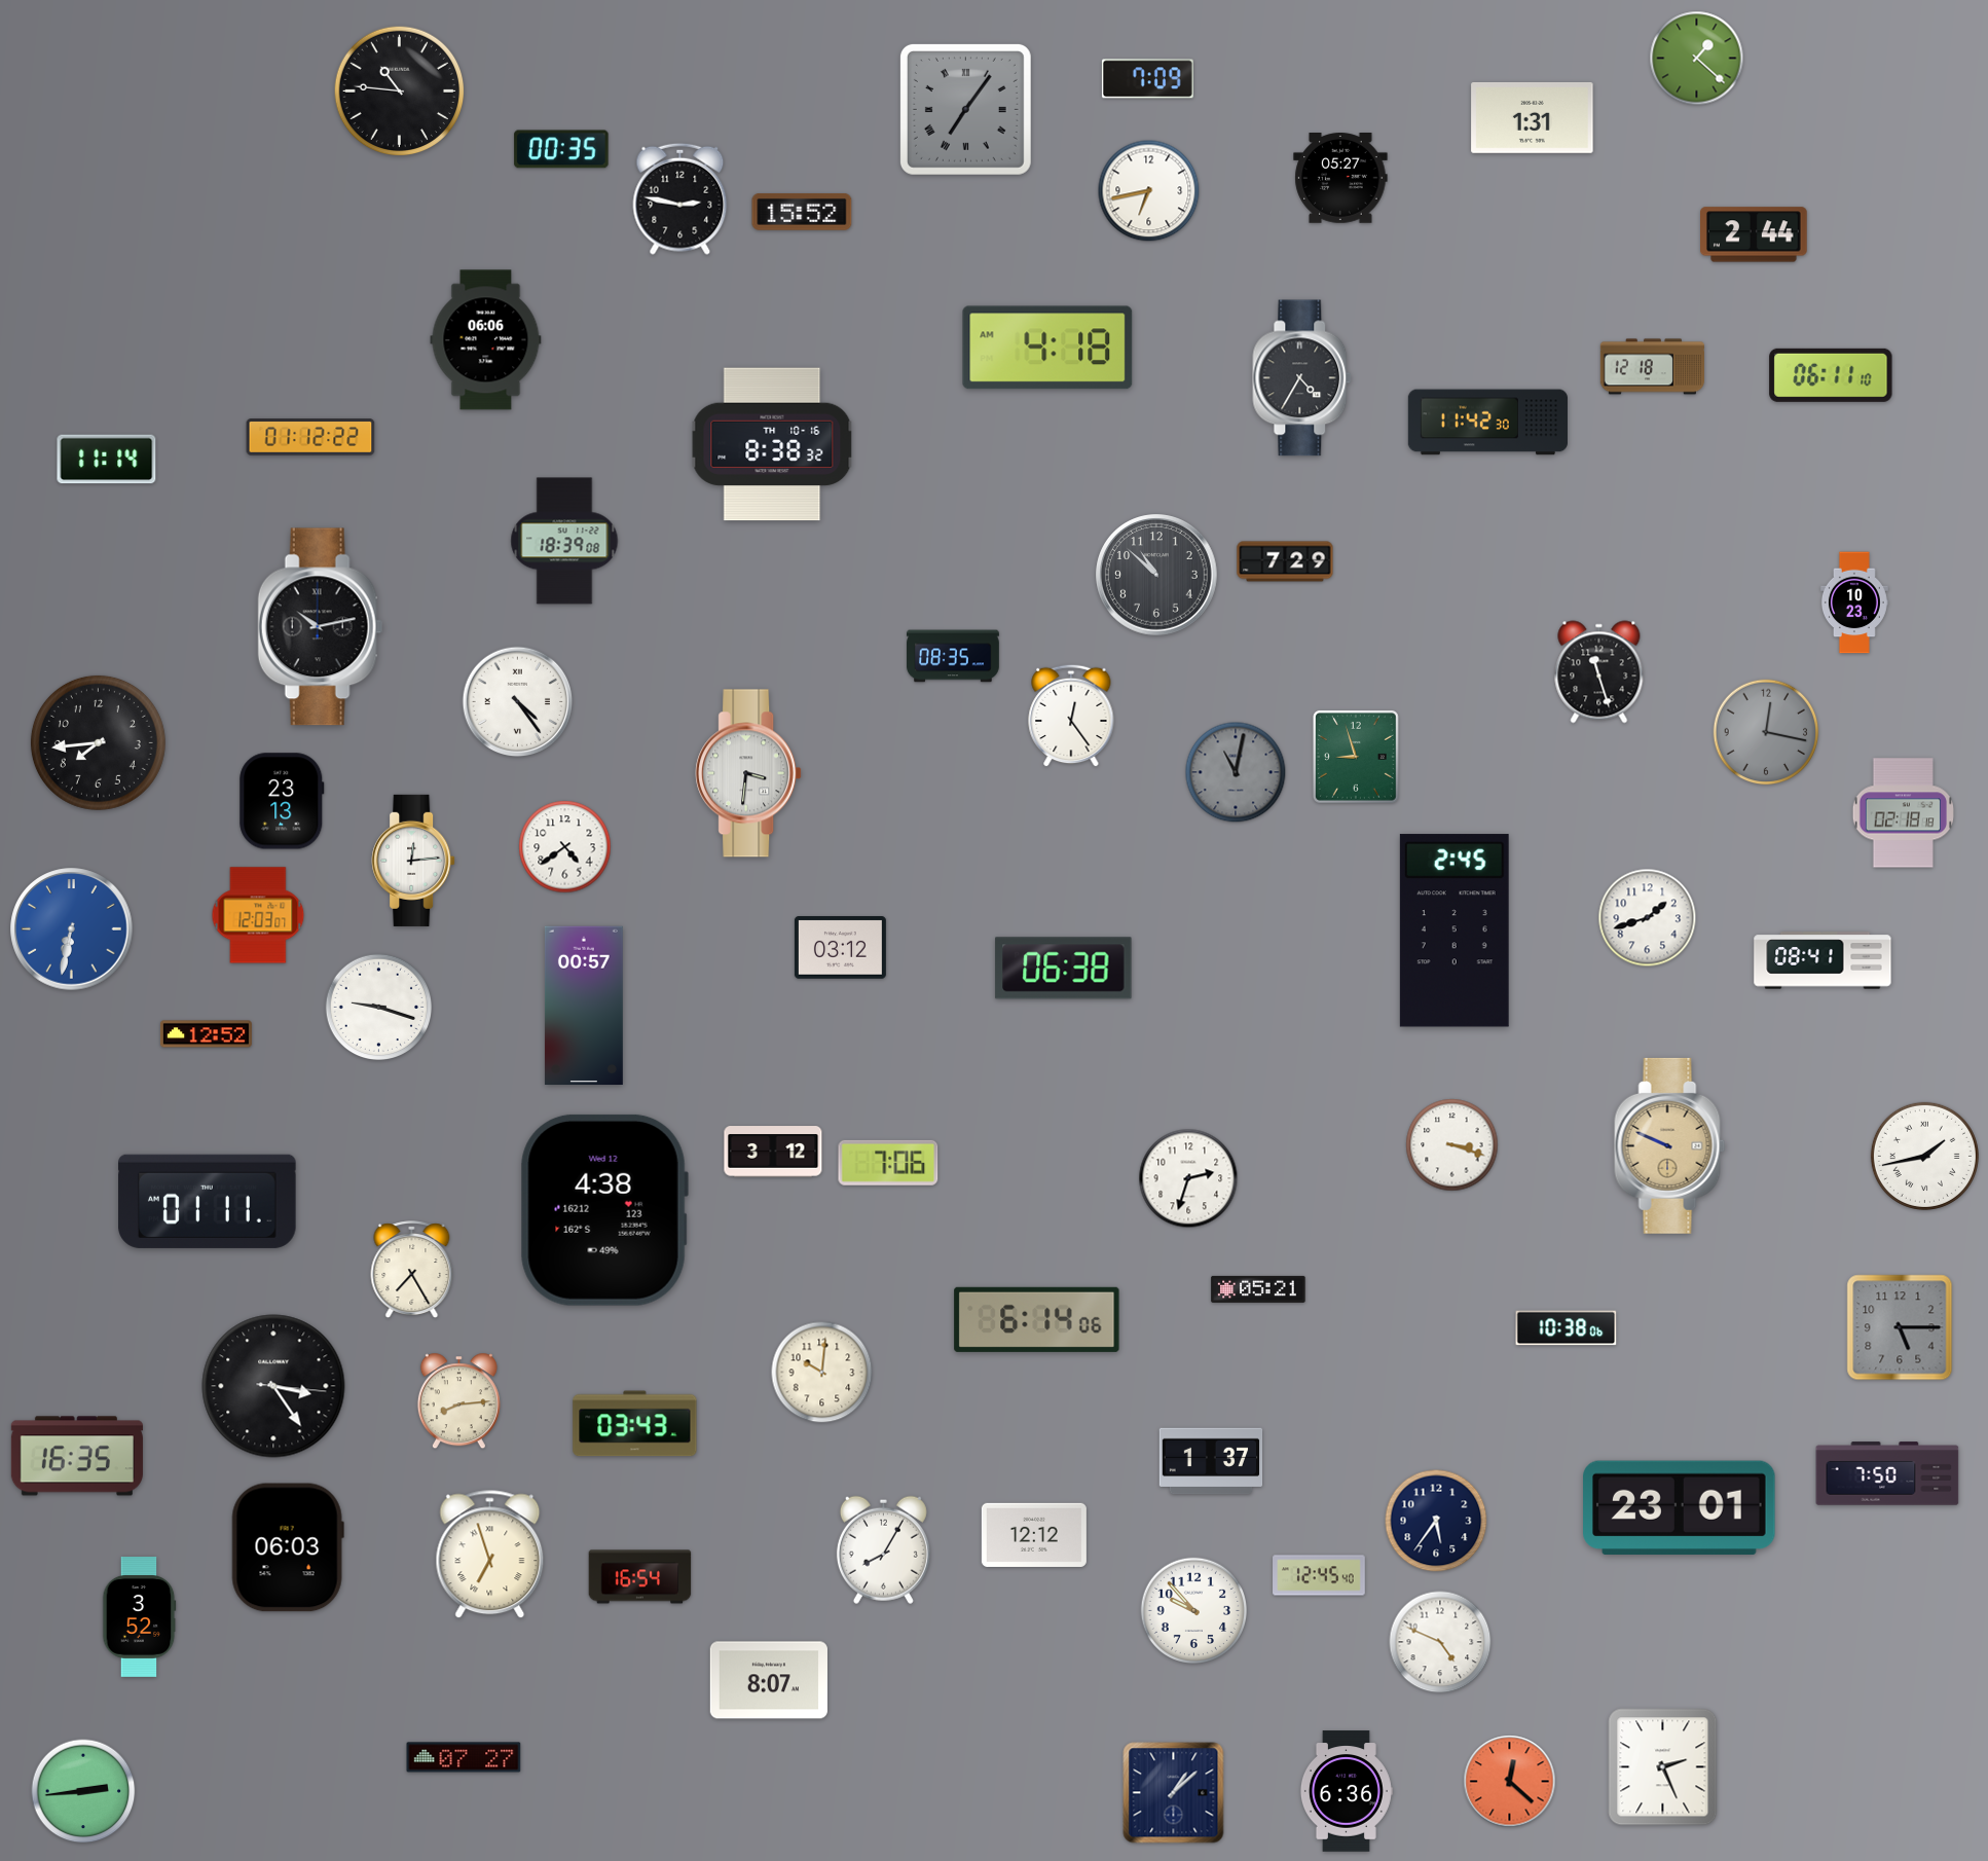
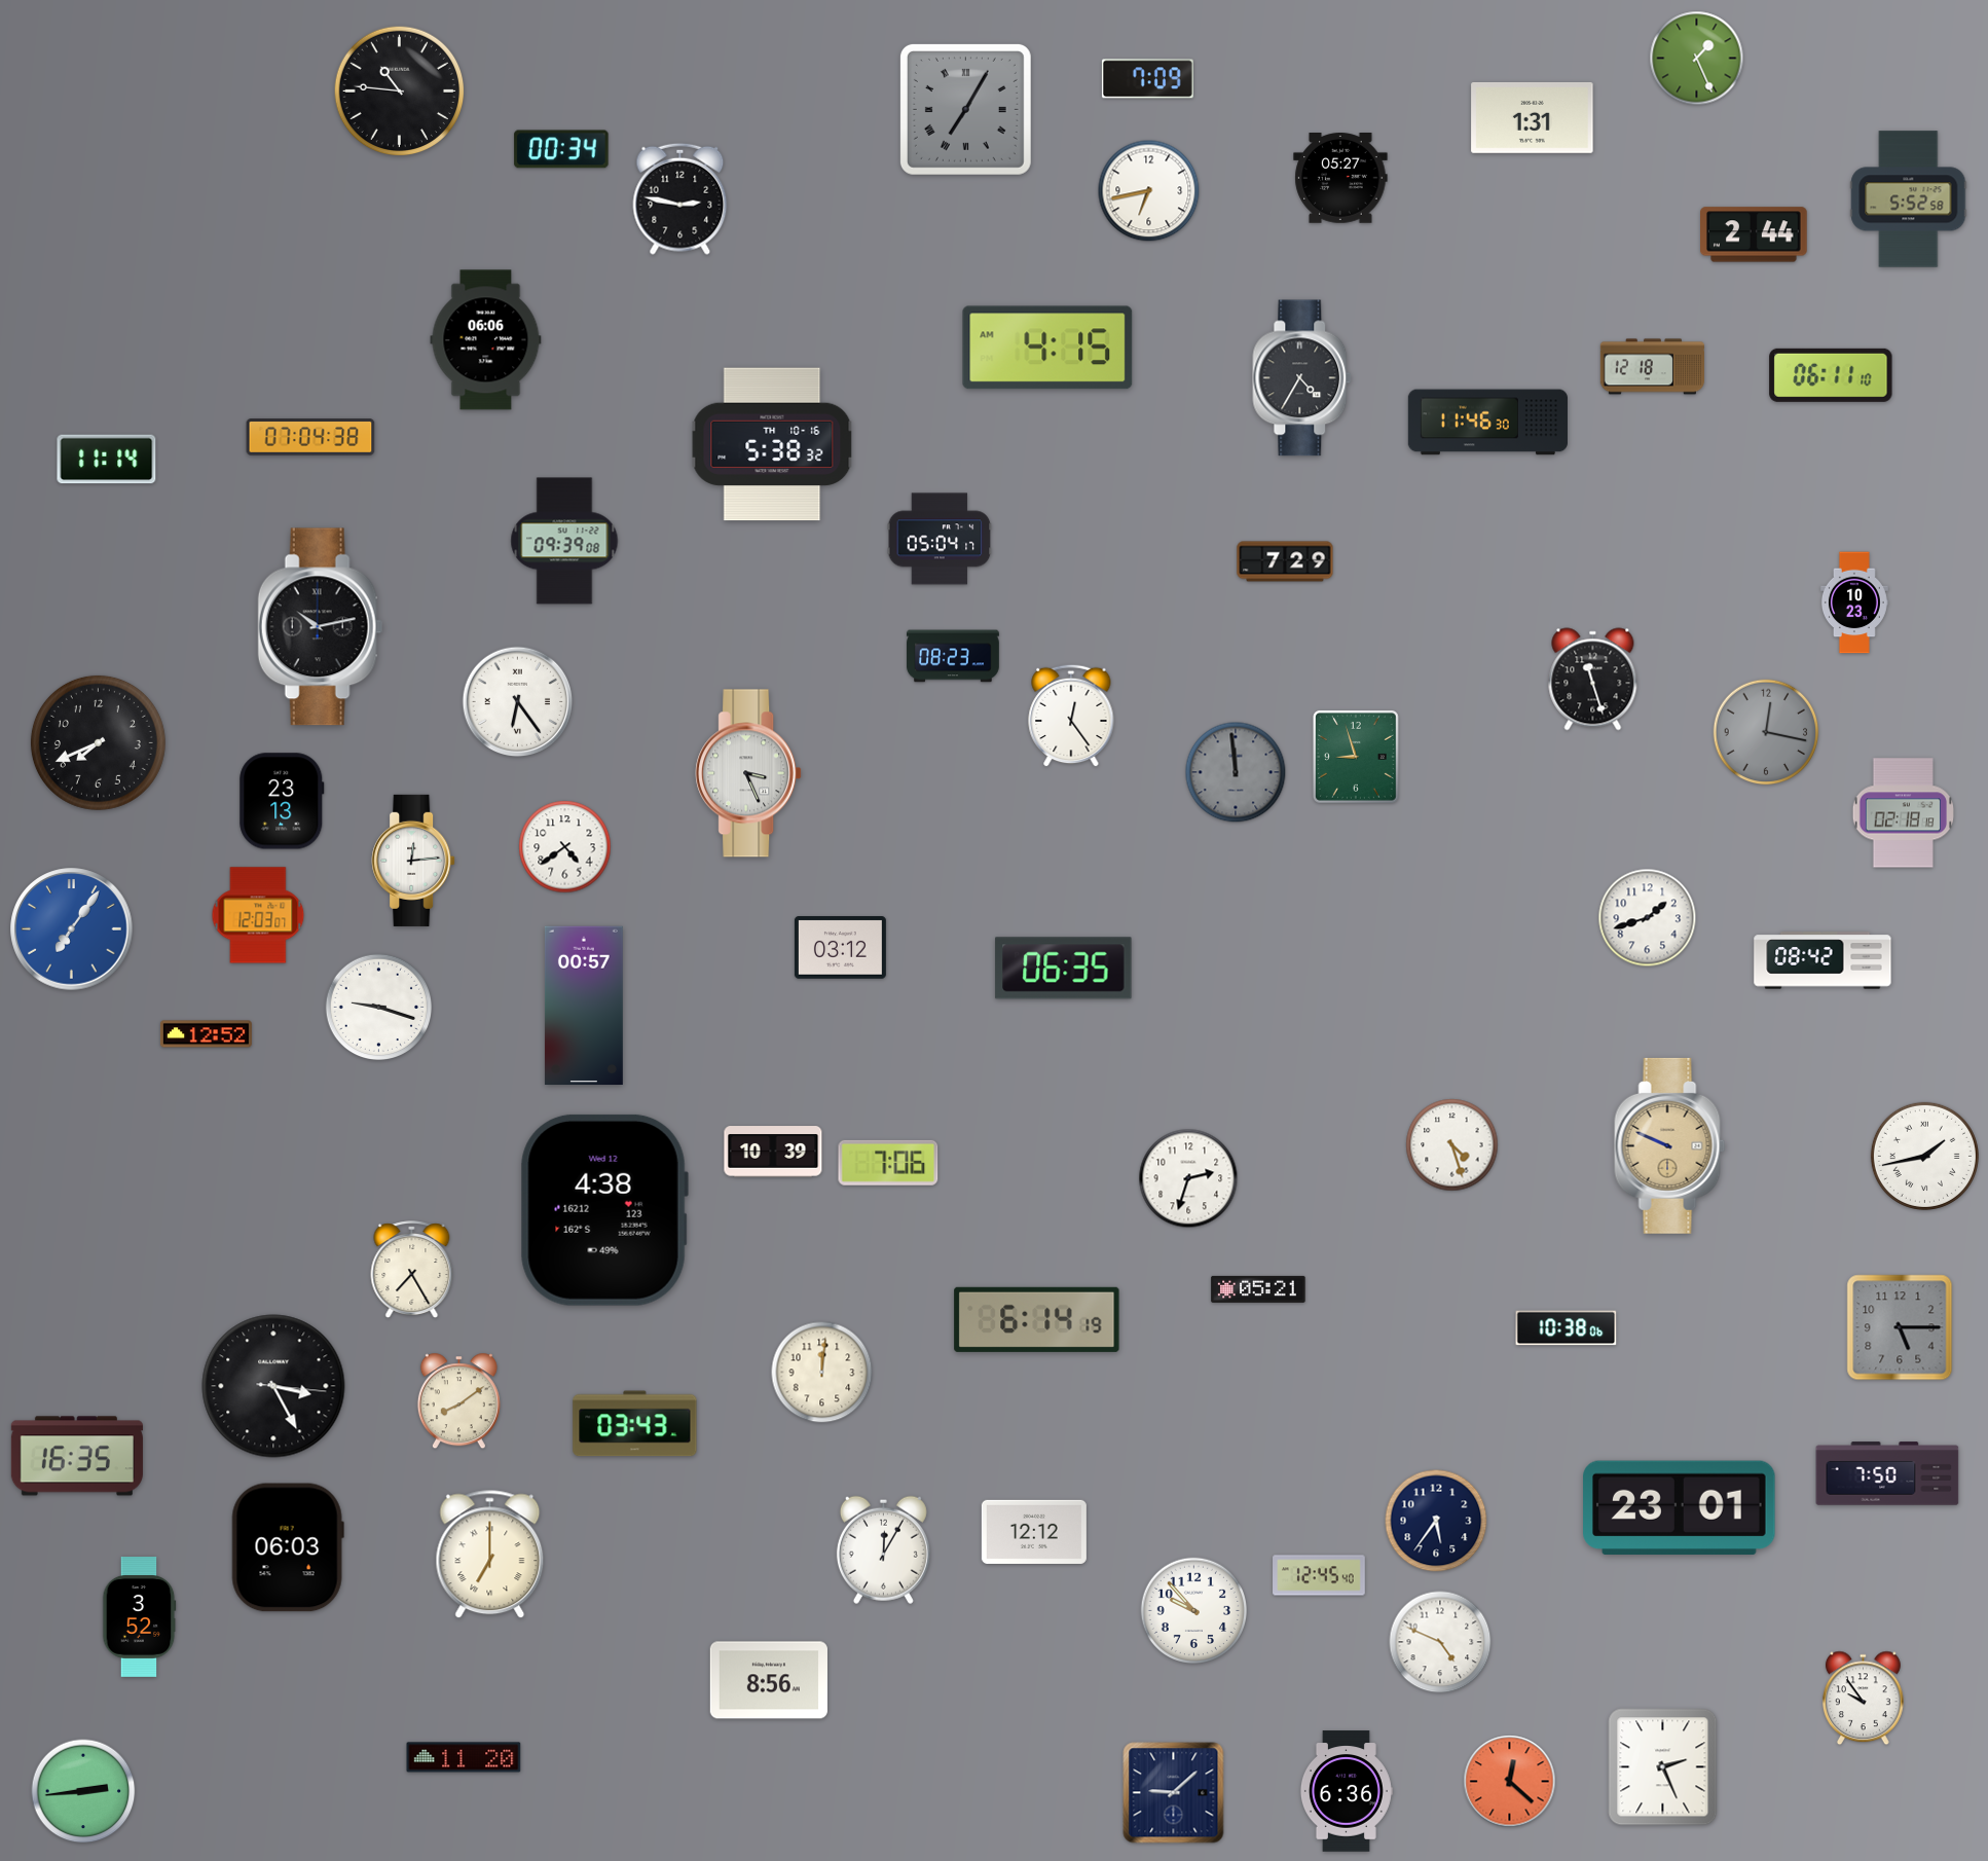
clock at (1697, 59): 1:22 -> 1:26
clock at (965, 109): 7:06 -> 7:05
clock at (561, 149): 00:35 -> 00:34
clock at (1909, 199): none -> 5:52
clock at (802, 213): 15:52 -> none
clock at (1047, 348): 4:18 -> 4:15
clock at (1487, 423): 11:42 -> 11:46
clock at (310, 437): 01:12 -> 07:04
clock at (772, 444): 8:38 -> 5:38
clock at (940, 539): none -> 05:04
clock at (564, 541): 18:39 -> 09:39
clock at (1156, 575): 10:52 -> none
clock at (953, 656): 08:35 -> 08:23
clock at (1599, 672) position: (1599, 672) -> (1593, 680)
clock at (518, 702): 4:24 -> 6:24
clock at (98, 742): 7:44 -> 7:41
clock at (1236, 772): 11:02 -> 11:59
clock at (748, 773): 3:31 -> 3:26
clock at (72, 929): 6:32 -> 7:06
clock at (1455, 930): 2:45 -> none
clock at (1823, 960): 08:41 -> 08:42
clock at (1064, 969): 06:38 -> 06:35
clock at (1452, 1145): 3:18 -> 4:27
clock at (773, 1152): 3:12 -> 10:39
clock at (208, 1201): 01:11 -> none
clock at (1037, 1319): 6:14:06 -> 6:14:19
clock at (822, 1373): 10:01 -> 12:01
clock at (273, 1386): 3:24 -> 3:25
clock at (458, 1401): 8:14 -> 8:09
clock at (1211, 1461): 1:37 -> none
clock at (1034, 1535) position: (1034, 1535) -> (1034, 1532)
clock at (883, 1549): 8:05 -> 12:05
clock at (490, 1555): 6:57 -> 7:00
clock at (640, 1577): 16:54 -> none
clock at (769, 1680): 8:07 -> 8:56
clock at (1864, 1699): none -> 9:54
clock at (464, 1757): 07:27 -> 11:20
clock at (1174, 1793): 1:08 -> 9:08
